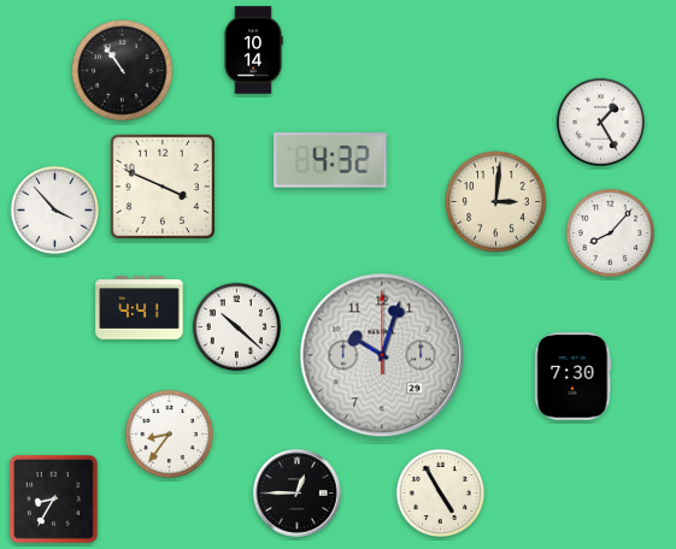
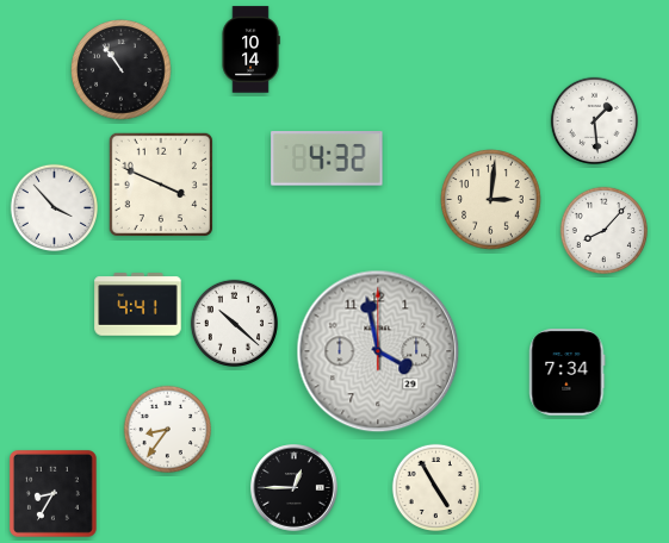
clock at (600, 122): 1:25 -> 1:29
clock at (382, 355): 10:03 -> 3:58
clock at (574, 377): 7:30 -> 7:34
